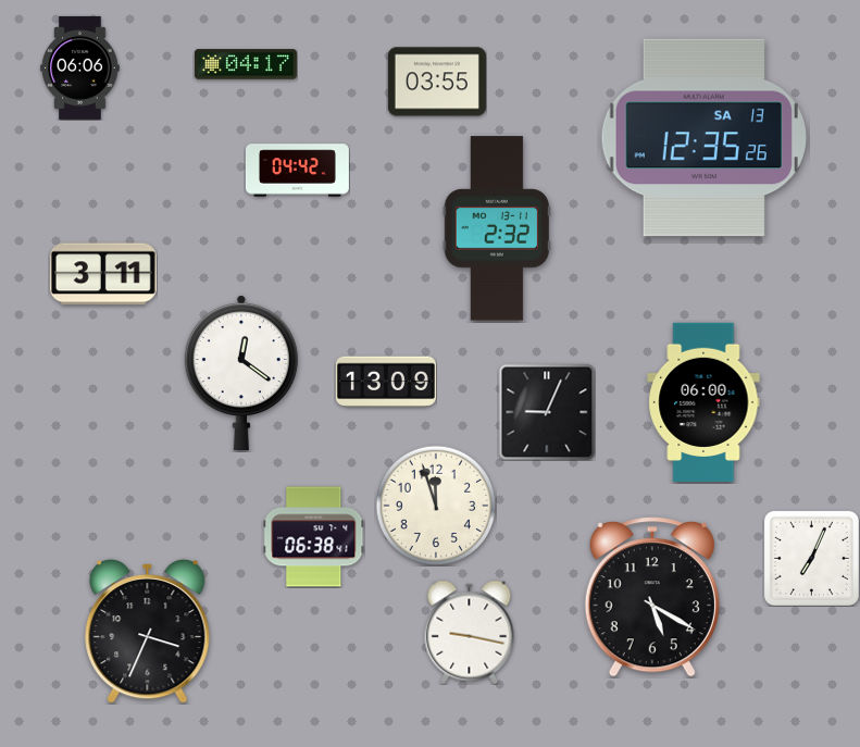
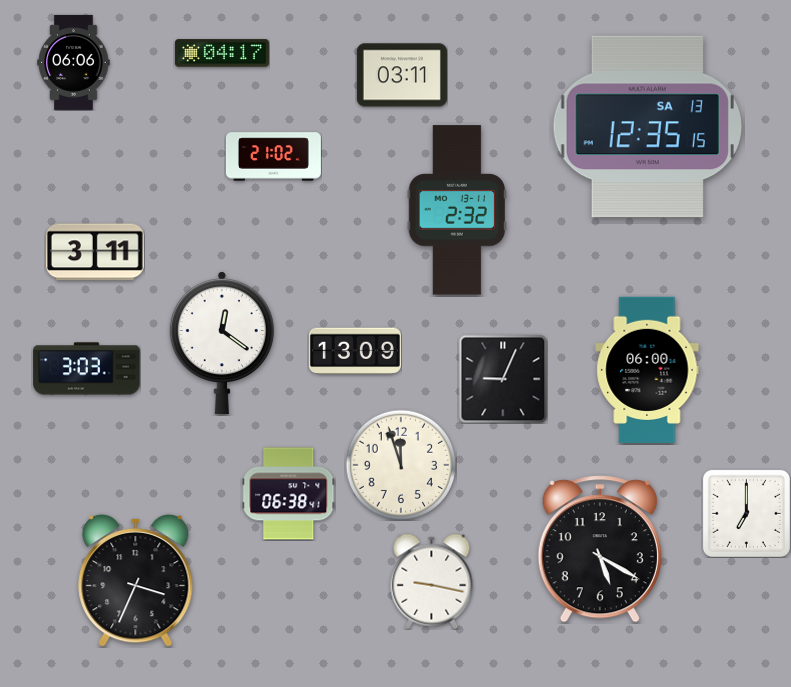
clock at (246, 64) position: (246, 64) -> (222, 53)
clock at (437, 82): 03:55 -> 03:11
clock at (703, 138): 12:35:26 -> 12:35:15
clock at (297, 171): 04:42 -> 21:02
clock at (87, 369): none -> 3:03
clock at (811, 558): 7:04 -> 7:00
